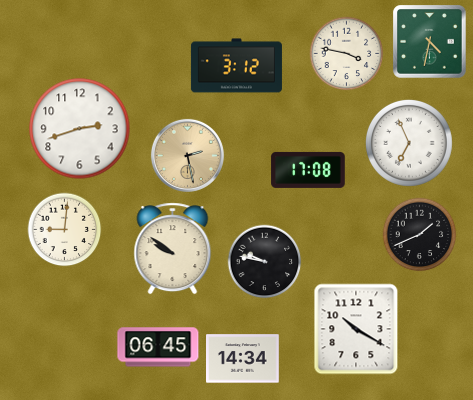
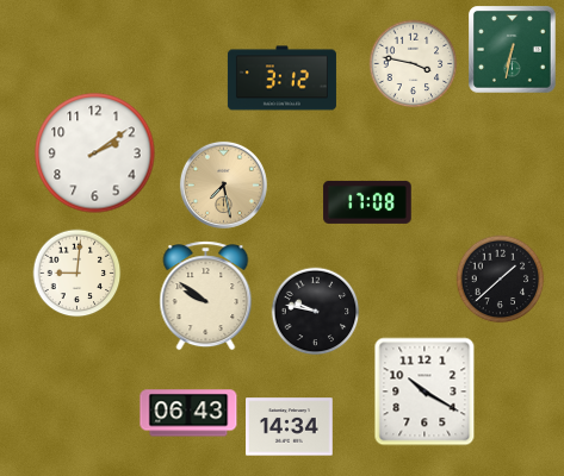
clock at (430, 42): 4:32 -> 6:32
clock at (80, 129): 2:42 -> 2:09
clock at (409, 143): 6:56 -> none
clock at (187, 155): 2:28 -> 7:28
clock at (420, 235): 1:41 -> 1:38
clock at (158, 347): 06:45 -> 06:43
